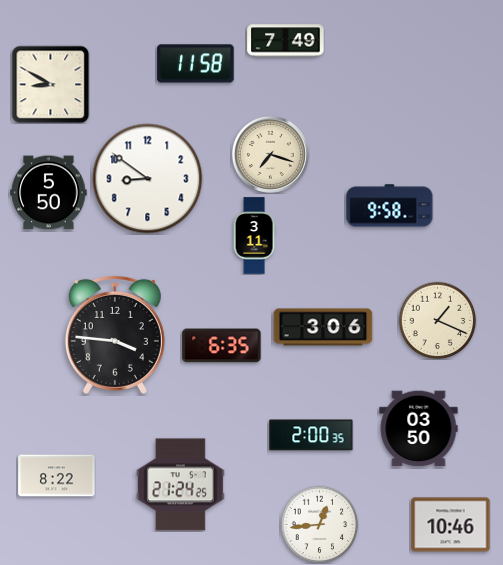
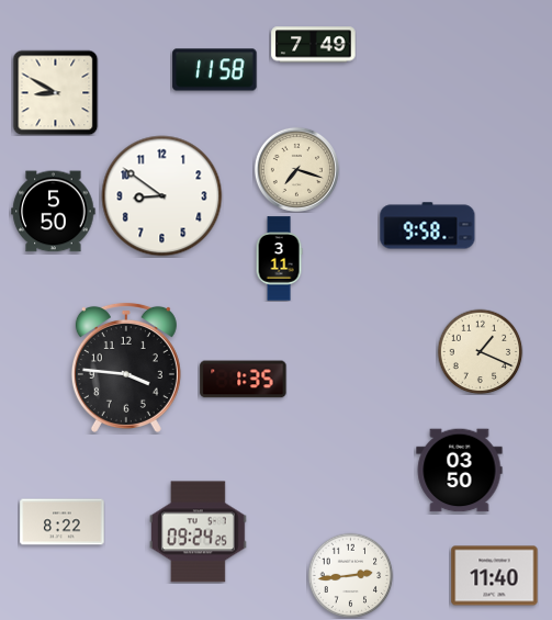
clock at (323, 327): 3:06 -> none
clock at (222, 346): 6:35 -> 1:35
clock at (311, 435): 2:00 -> none
clock at (180, 485): 21:24 -> 09:24
clock at (319, 524): 12:44 -> 2:44
clock at (451, 525): 10:46 -> 11:40
